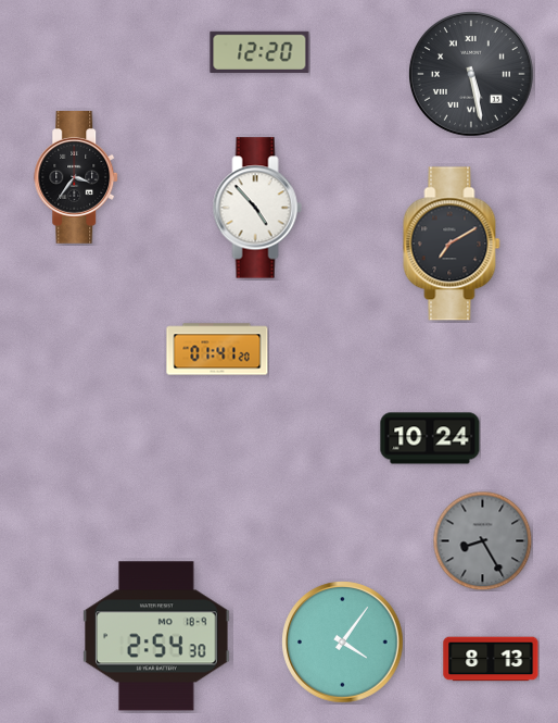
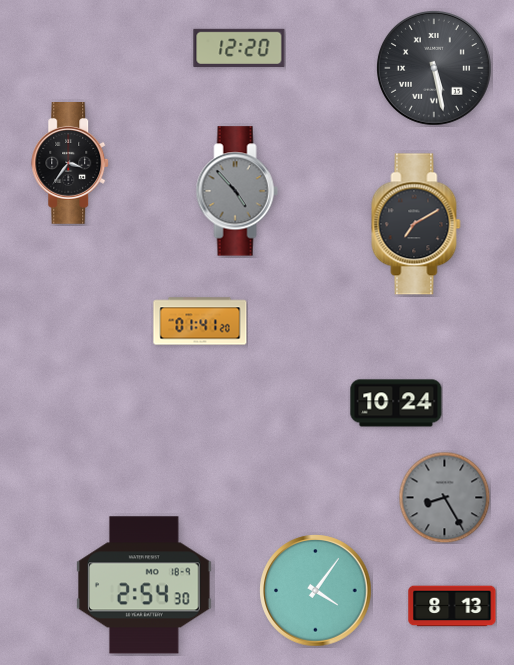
clock at (257, 208) dial: white -> grey
